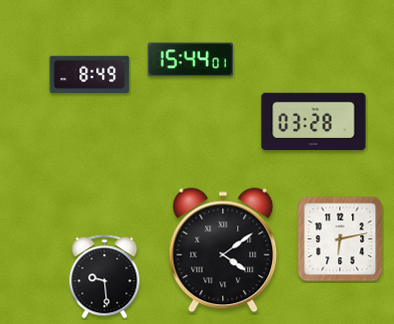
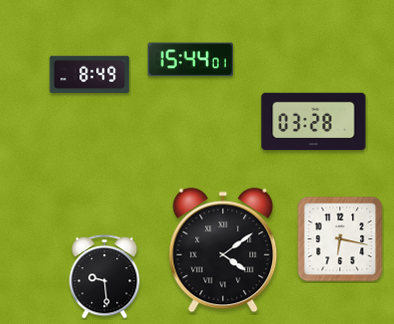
clock at (340, 239): 6:13 -> 6:17
